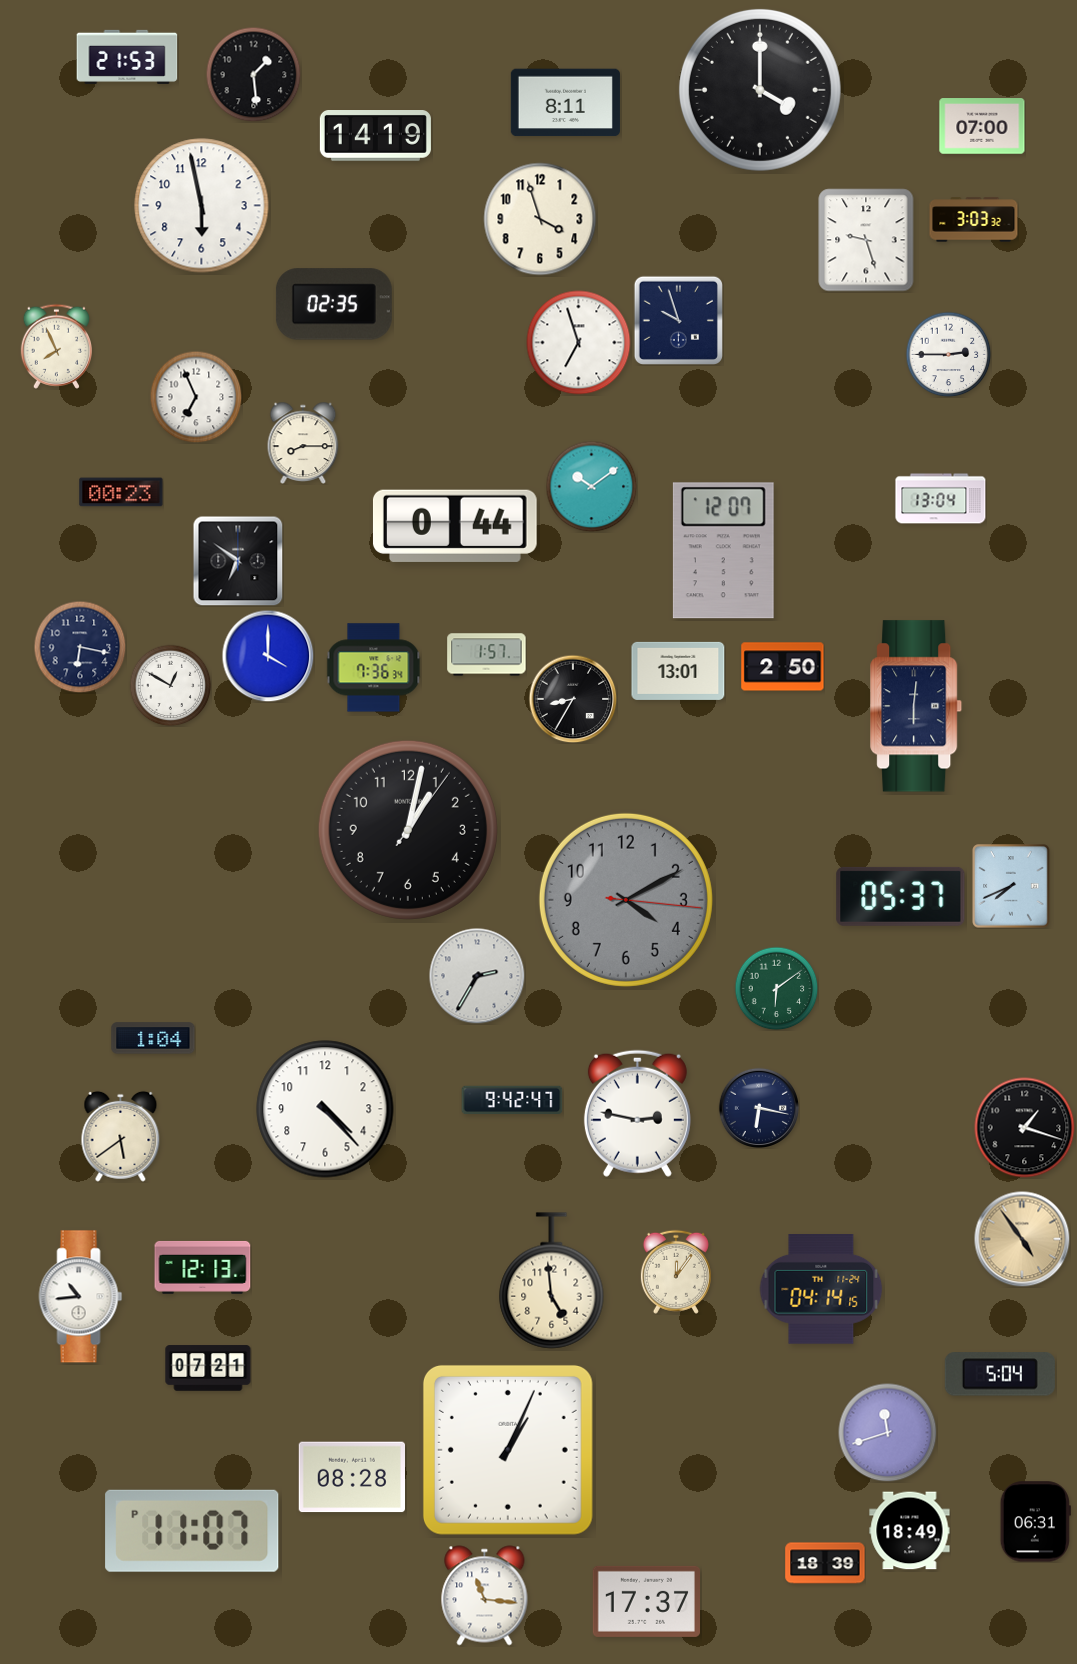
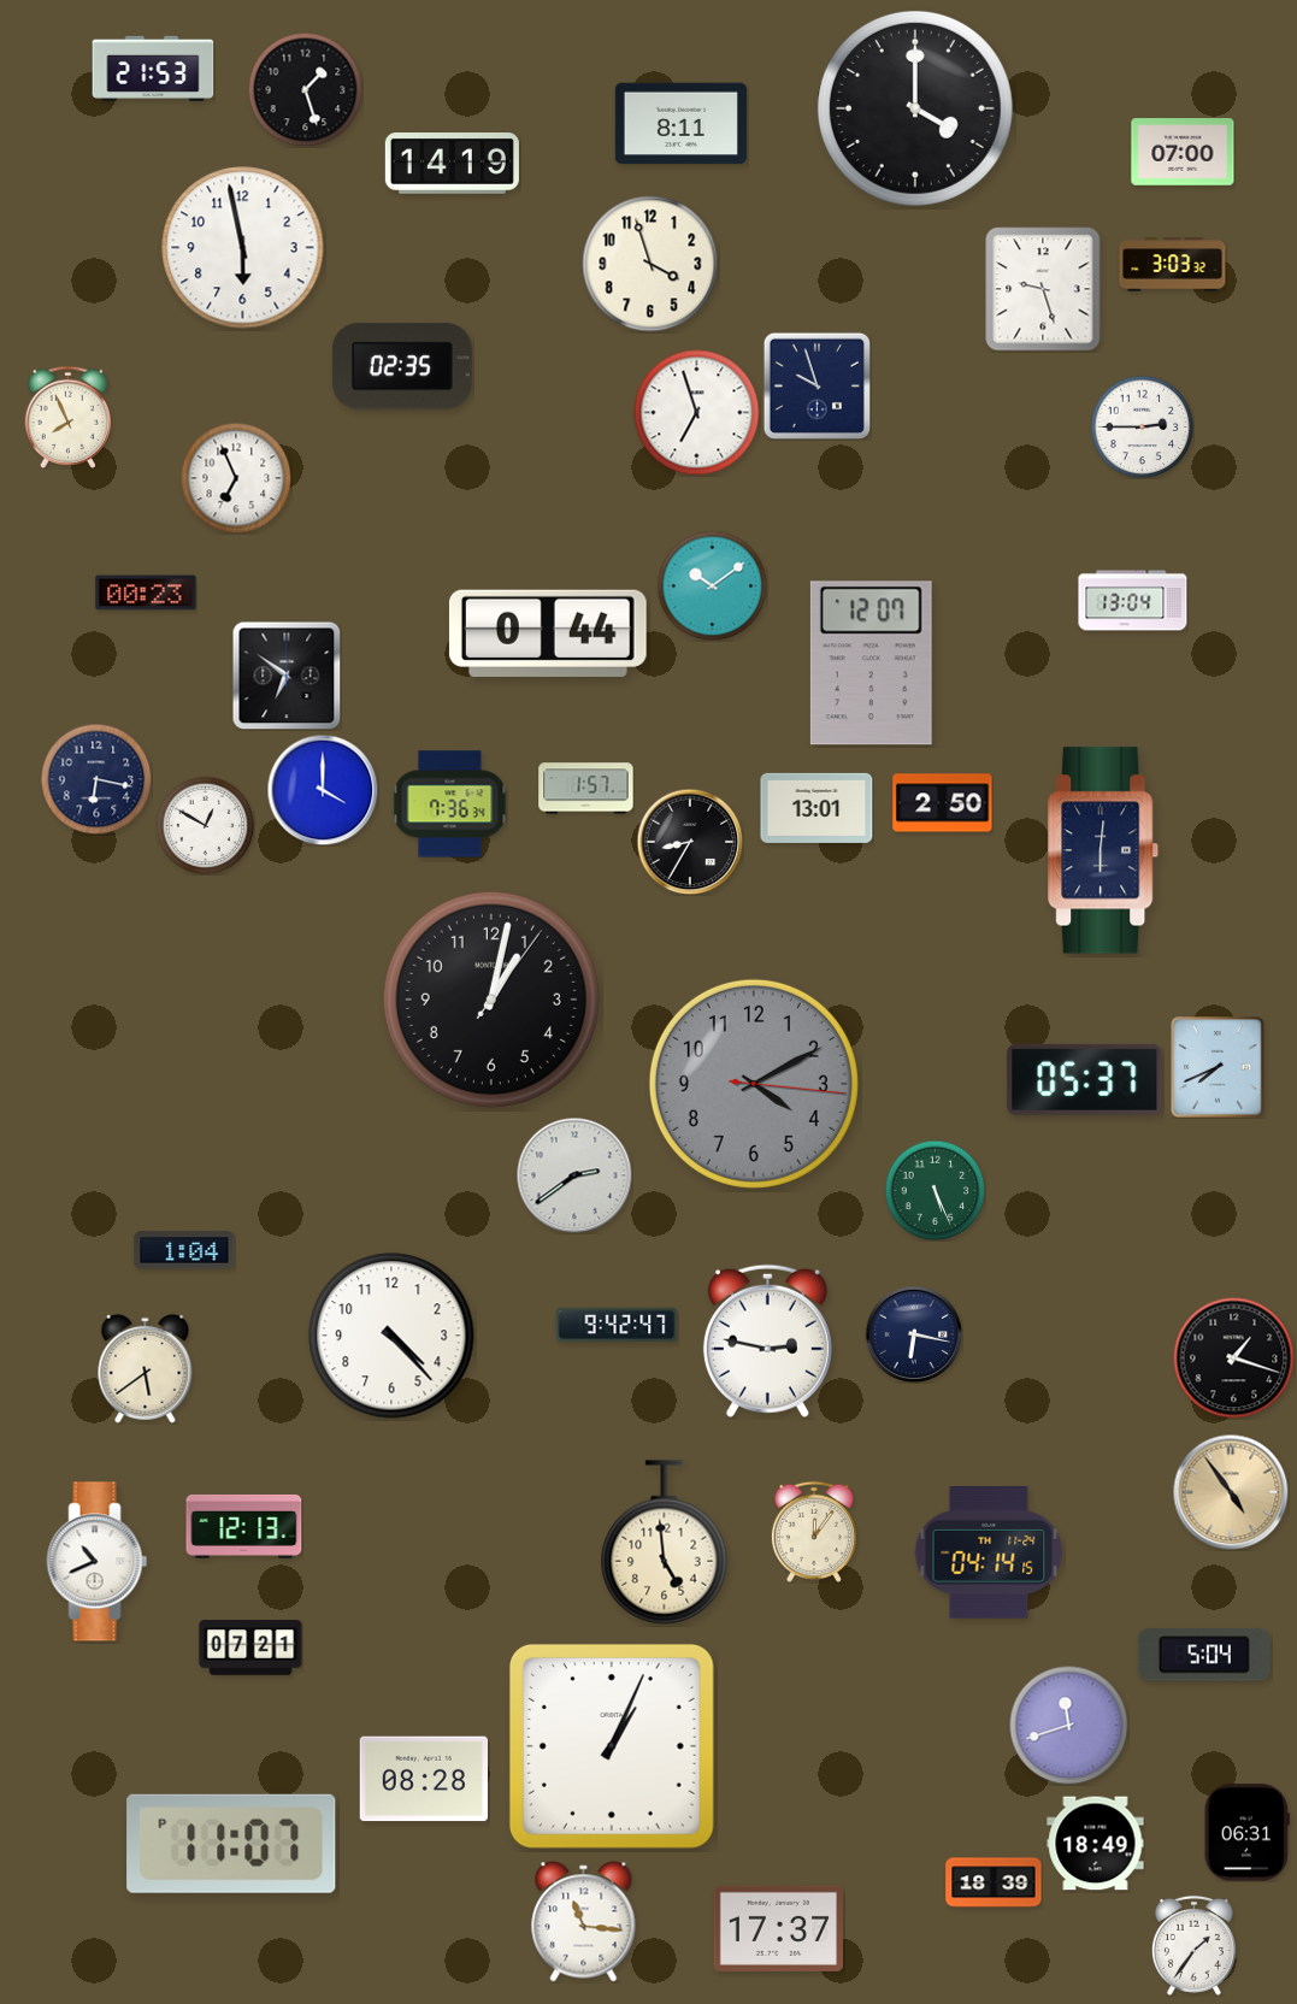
clock at (253, 74): 1:29 -> 1:27
clock at (303, 443): 8:15 -> none
clock at (477, 976): 2:35 -> 2:39
clock at (776, 988): 6:09 -> 5:26
clock at (81, 1297): 10:44 -> 10:41
clock at (1193, 1945): none -> 1:36
